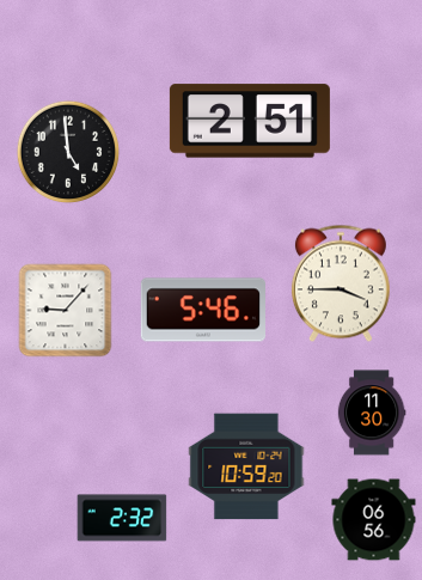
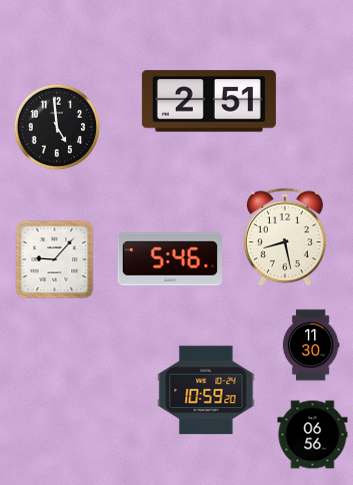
clock at (341, 283): 3:45 -> 8:28
clock at (122, 518): 2:32 -> none
